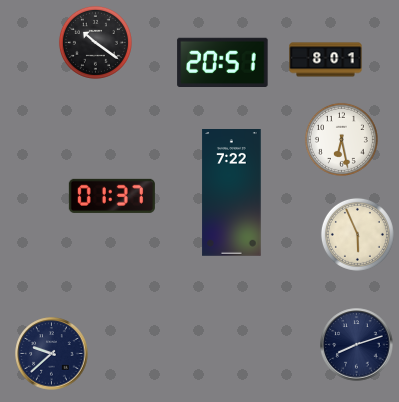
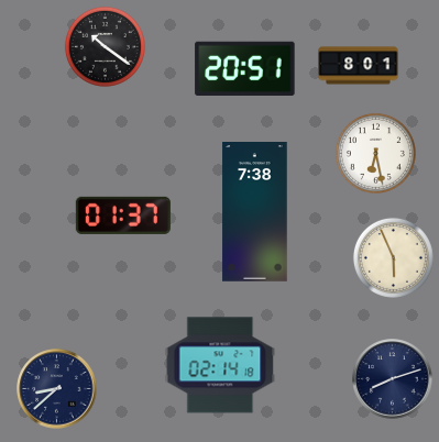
clock at (232, 193): 7:22 -> 7:38
clock at (220, 365): none -> 02:14
clock at (52, 354): 9:38 -> 8:38
